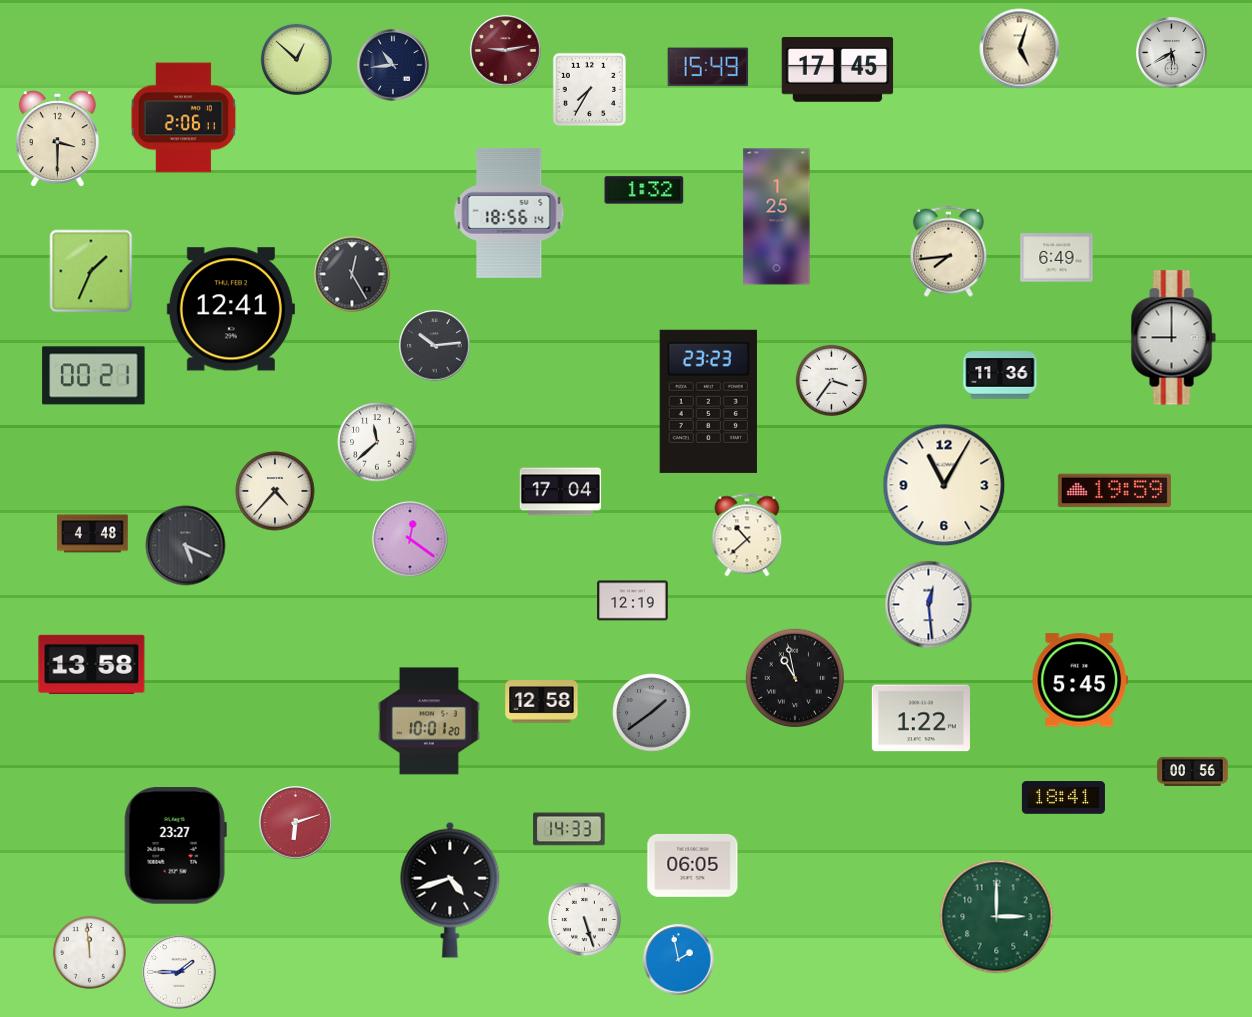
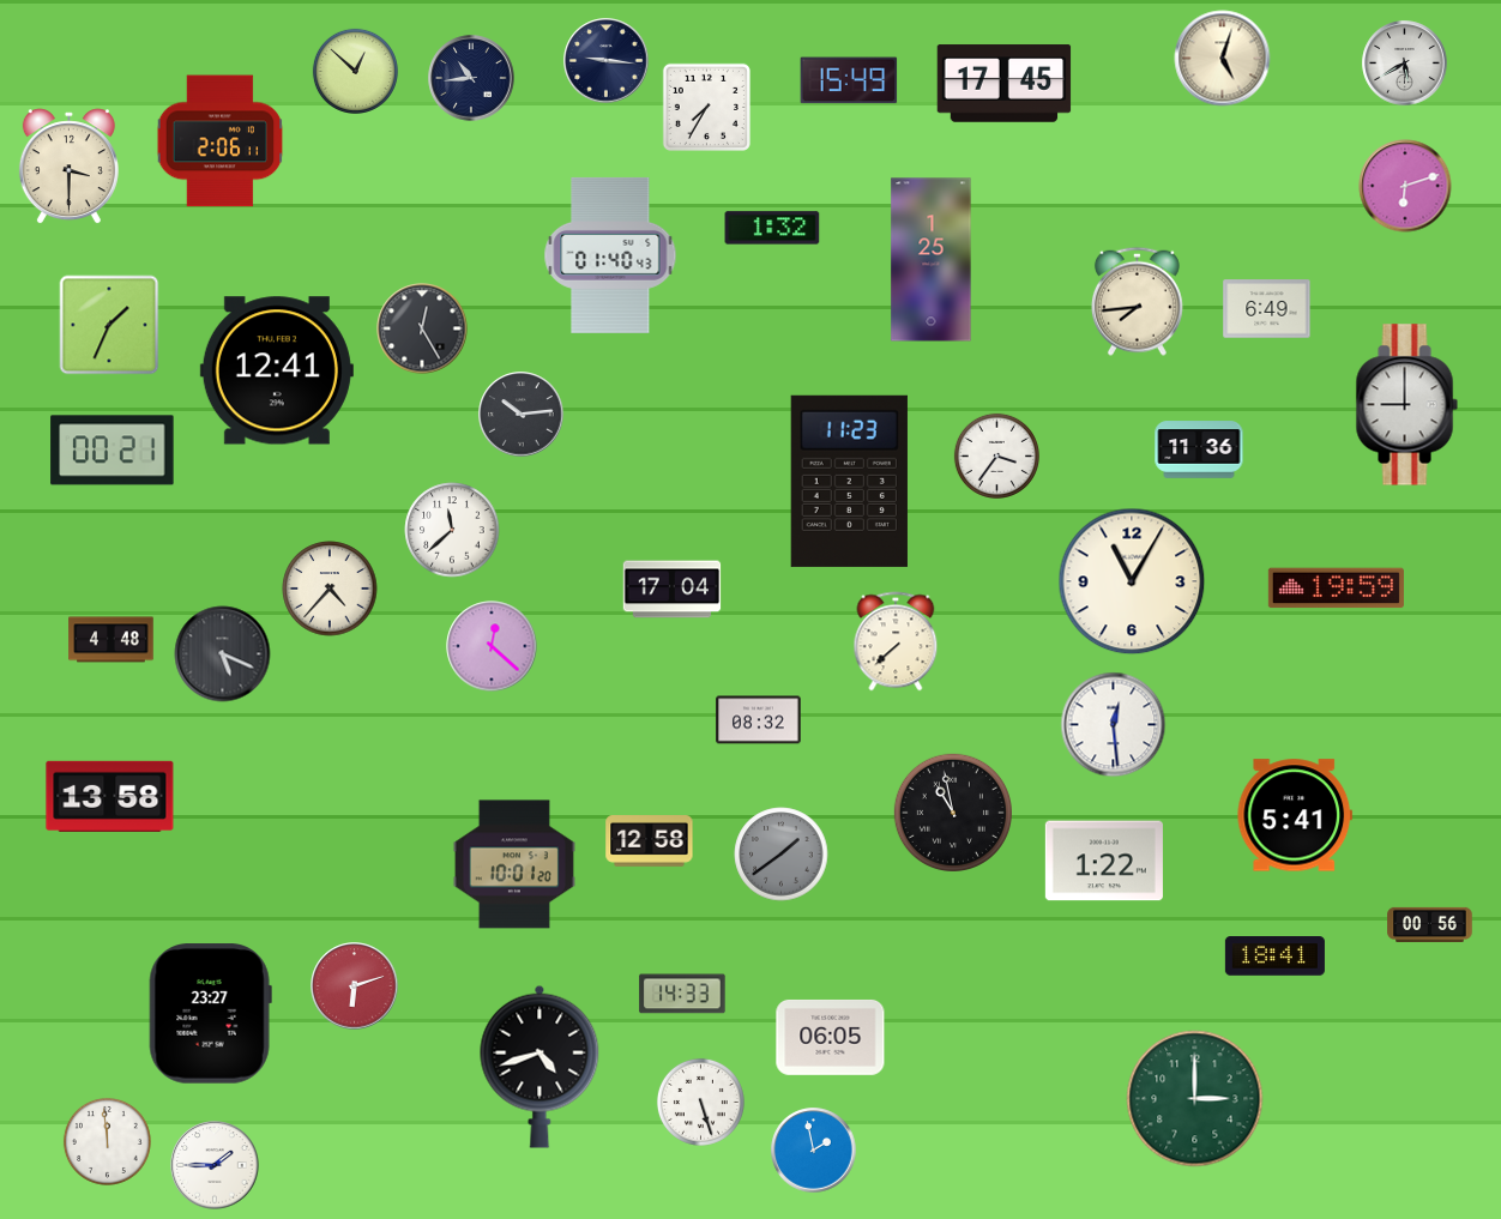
clock at (506, 51): 9:13 -> 9:16
clock at (506, 51) dial: burgundy -> navy
clock at (1405, 186): none -> 6:12
clock at (509, 213): 18:56 -> 01:40
clock at (708, 401): 23:23 -> 11:23
clock at (747, 535): 10:38 -> 7:38
clock at (410, 539): 12:21 -> 12:22
clock at (633, 601): 12:19 -> 08:32
clock at (1080, 680): 5:45 -> 5:41
